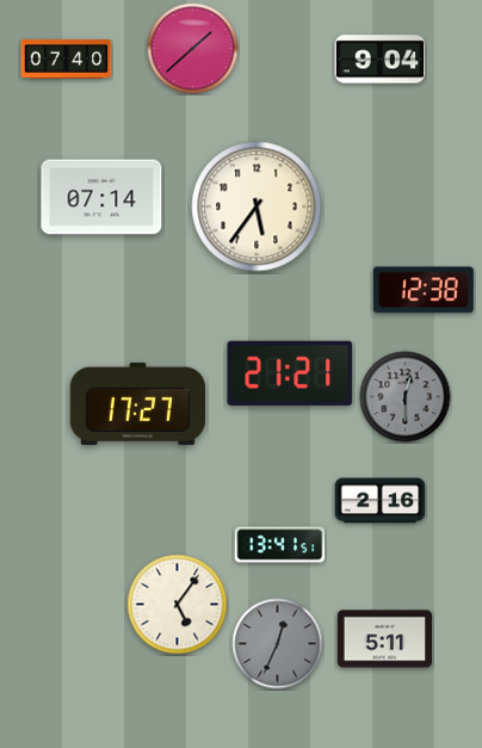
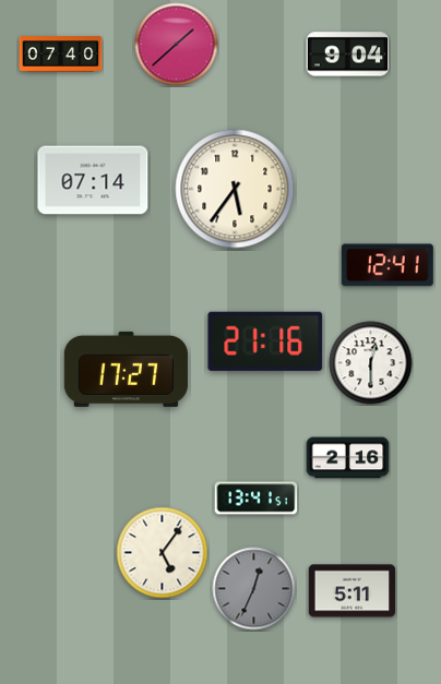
clock at (424, 290): 12:38 -> 12:41
clock at (290, 373): 21:21 -> 21:16
clock at (406, 397) dial: grey -> white
clock at (385, 639) position: (385, 639) -> (353, 591)
